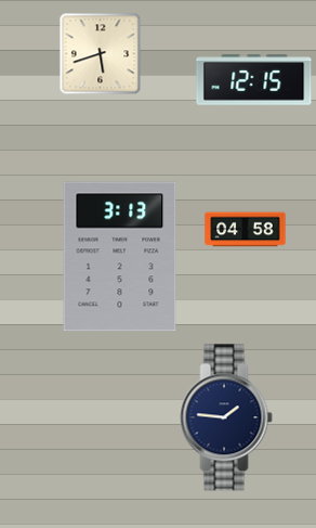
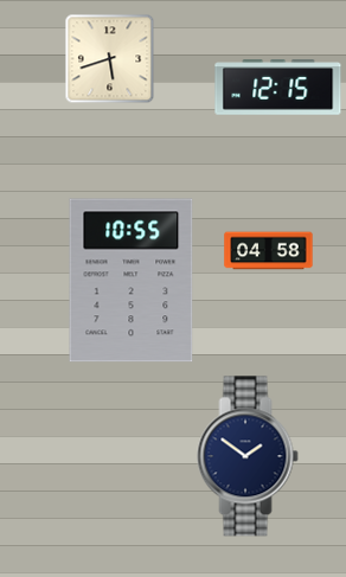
clock at (120, 257): 3:13 -> 10:55
clock at (226, 417): 1:46 -> 1:51
